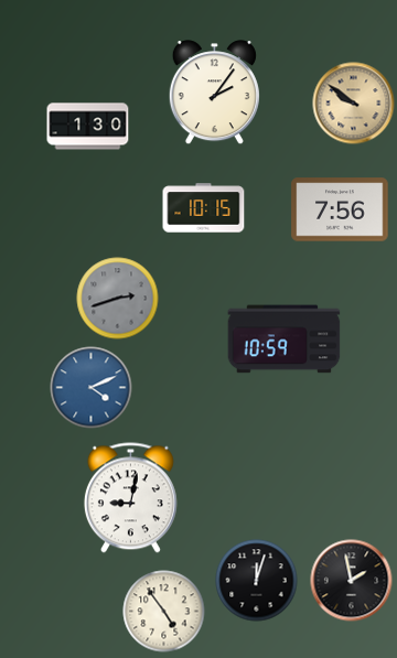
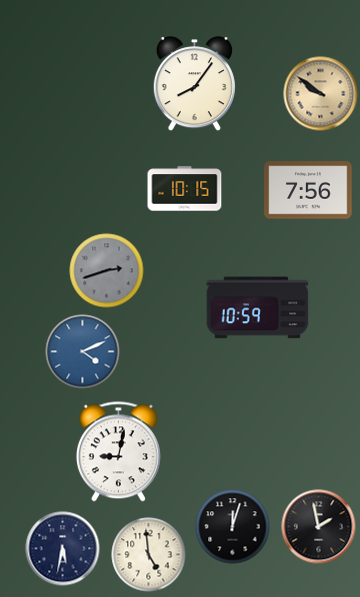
clock at (214, 93): 2:06 -> 8:06
clock at (88, 127): 1:30 -> none
clock at (63, 549): none -> 5:32
clock at (164, 612): 4:54 -> 4:59
